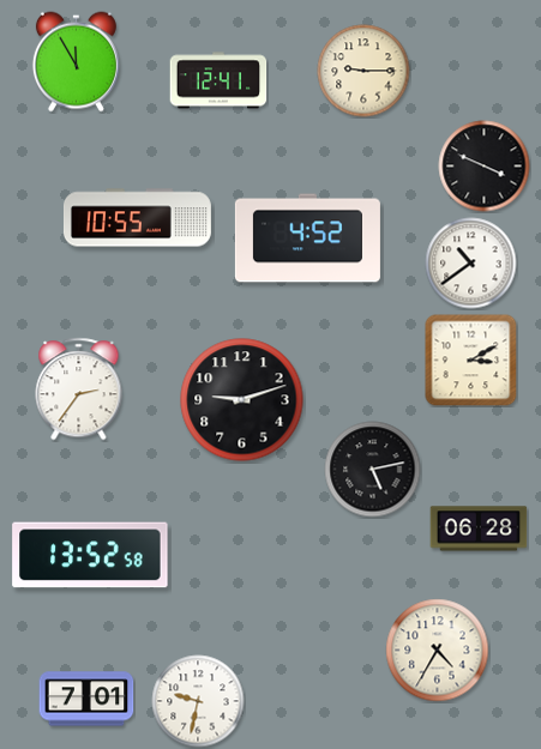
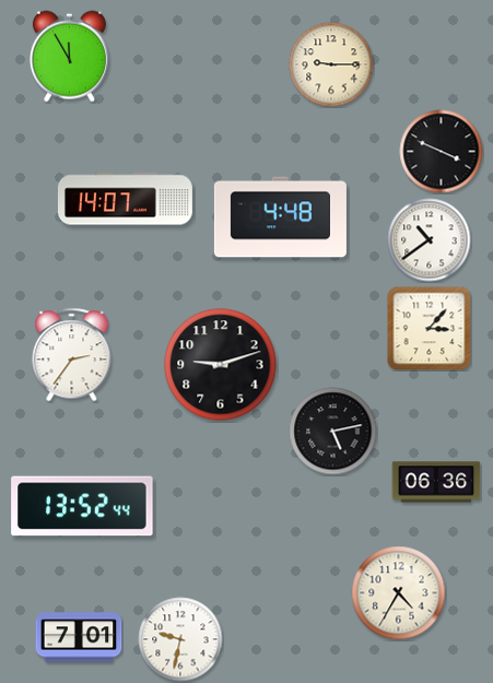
clock at (218, 80): 12:41 -> none
clock at (137, 218): 10:55 -> 14:07
clock at (307, 238): 4:52 -> 4:48
clock at (471, 361): 3:10 -> 3:07
clock at (373, 470) position: (373, 470) -> (333, 432)
clock at (479, 528): 06:28 -> 06:36
clock at (90, 555): 13:52:58 -> 13:52:44
